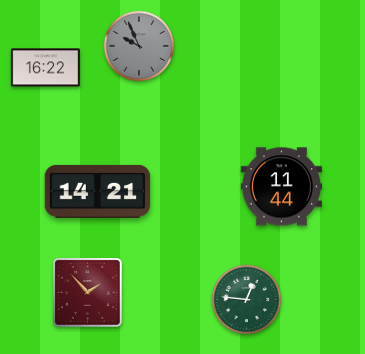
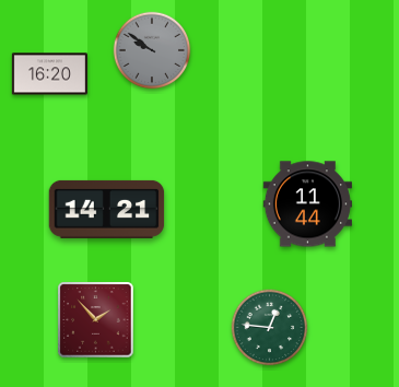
clock at (139, 46): 9:56 -> 9:51
clock at (45, 68): 16:22 -> 16:20
